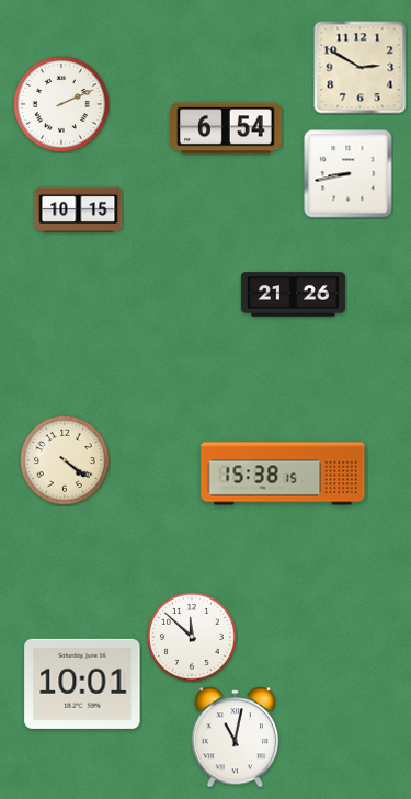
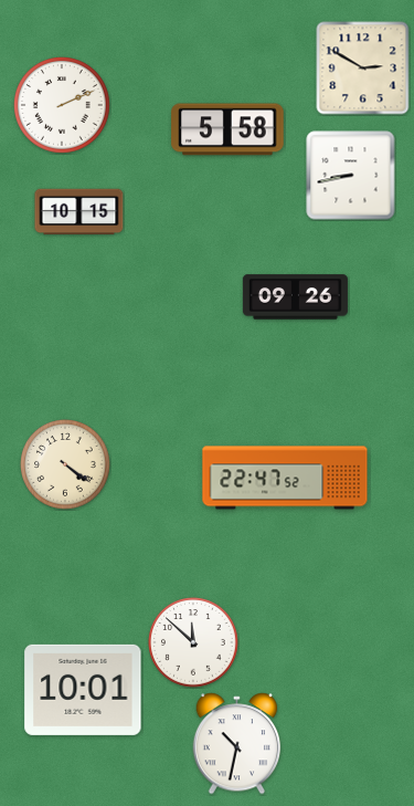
clock at (226, 128): 6:54 -> 5:58
clock at (293, 295): 21:26 -> 09:26
clock at (283, 473): 15:38 -> 22:47
clock at (236, 738): 11:02 -> 10:32
